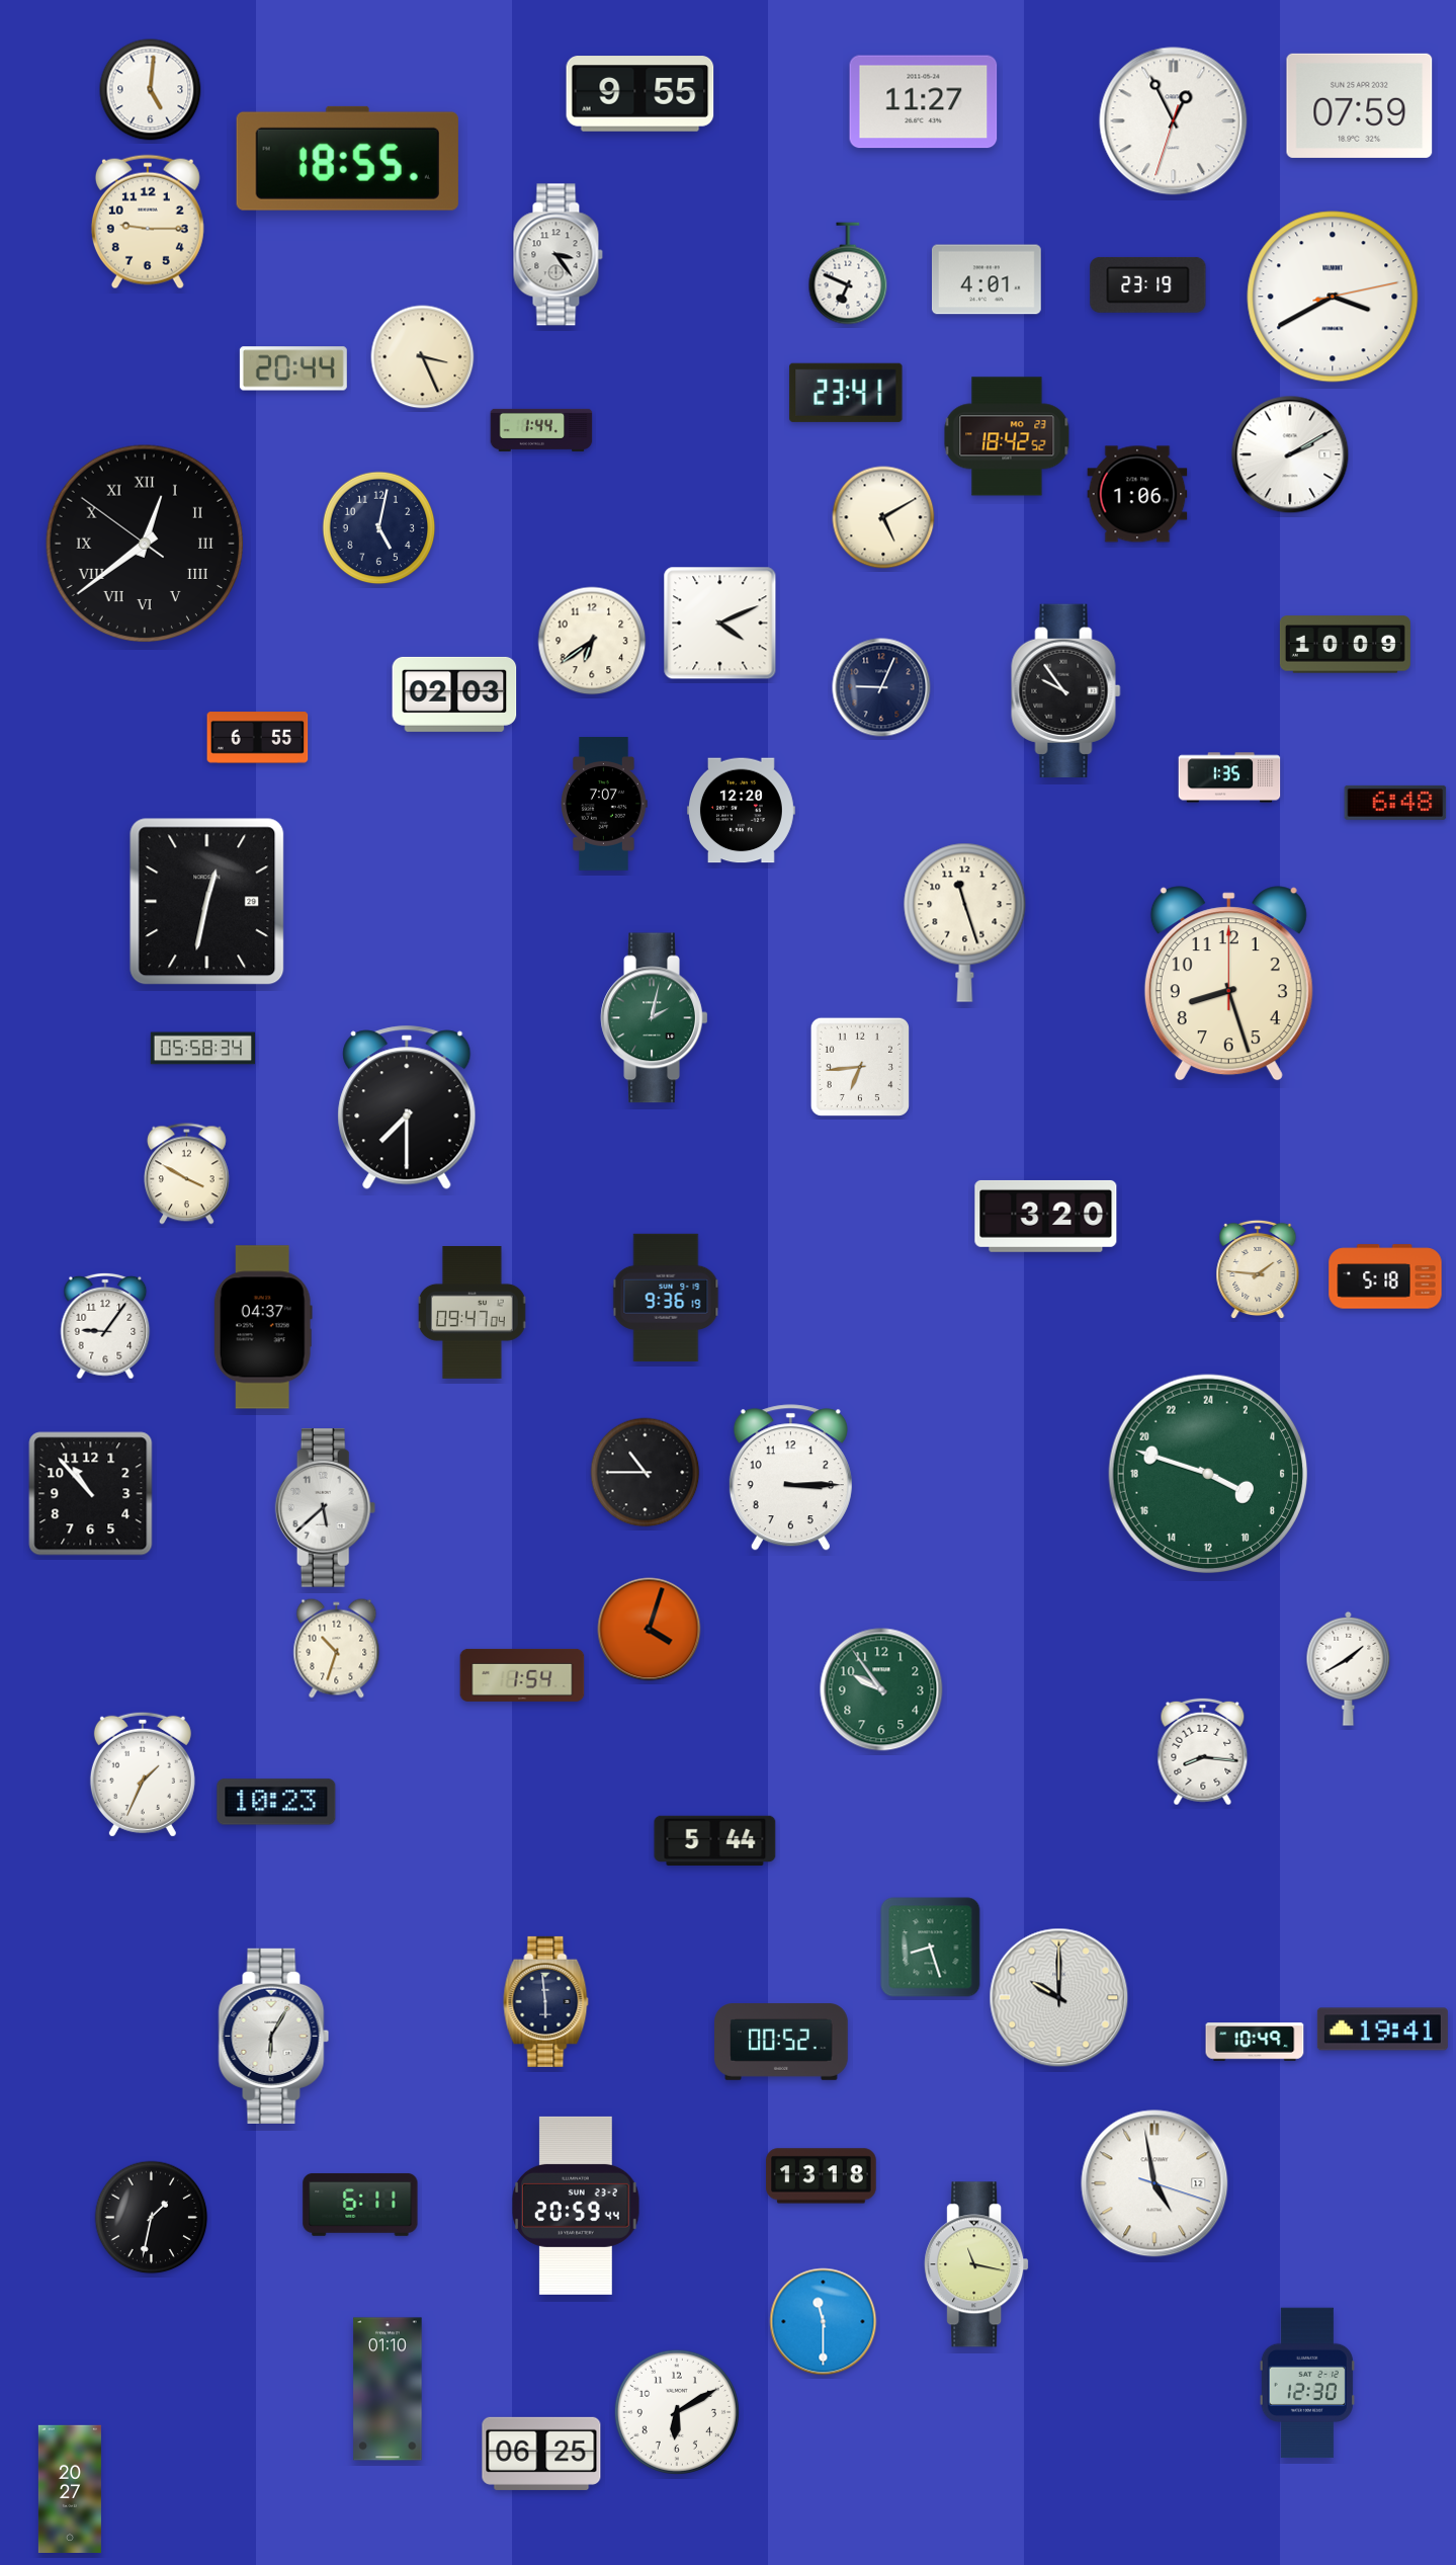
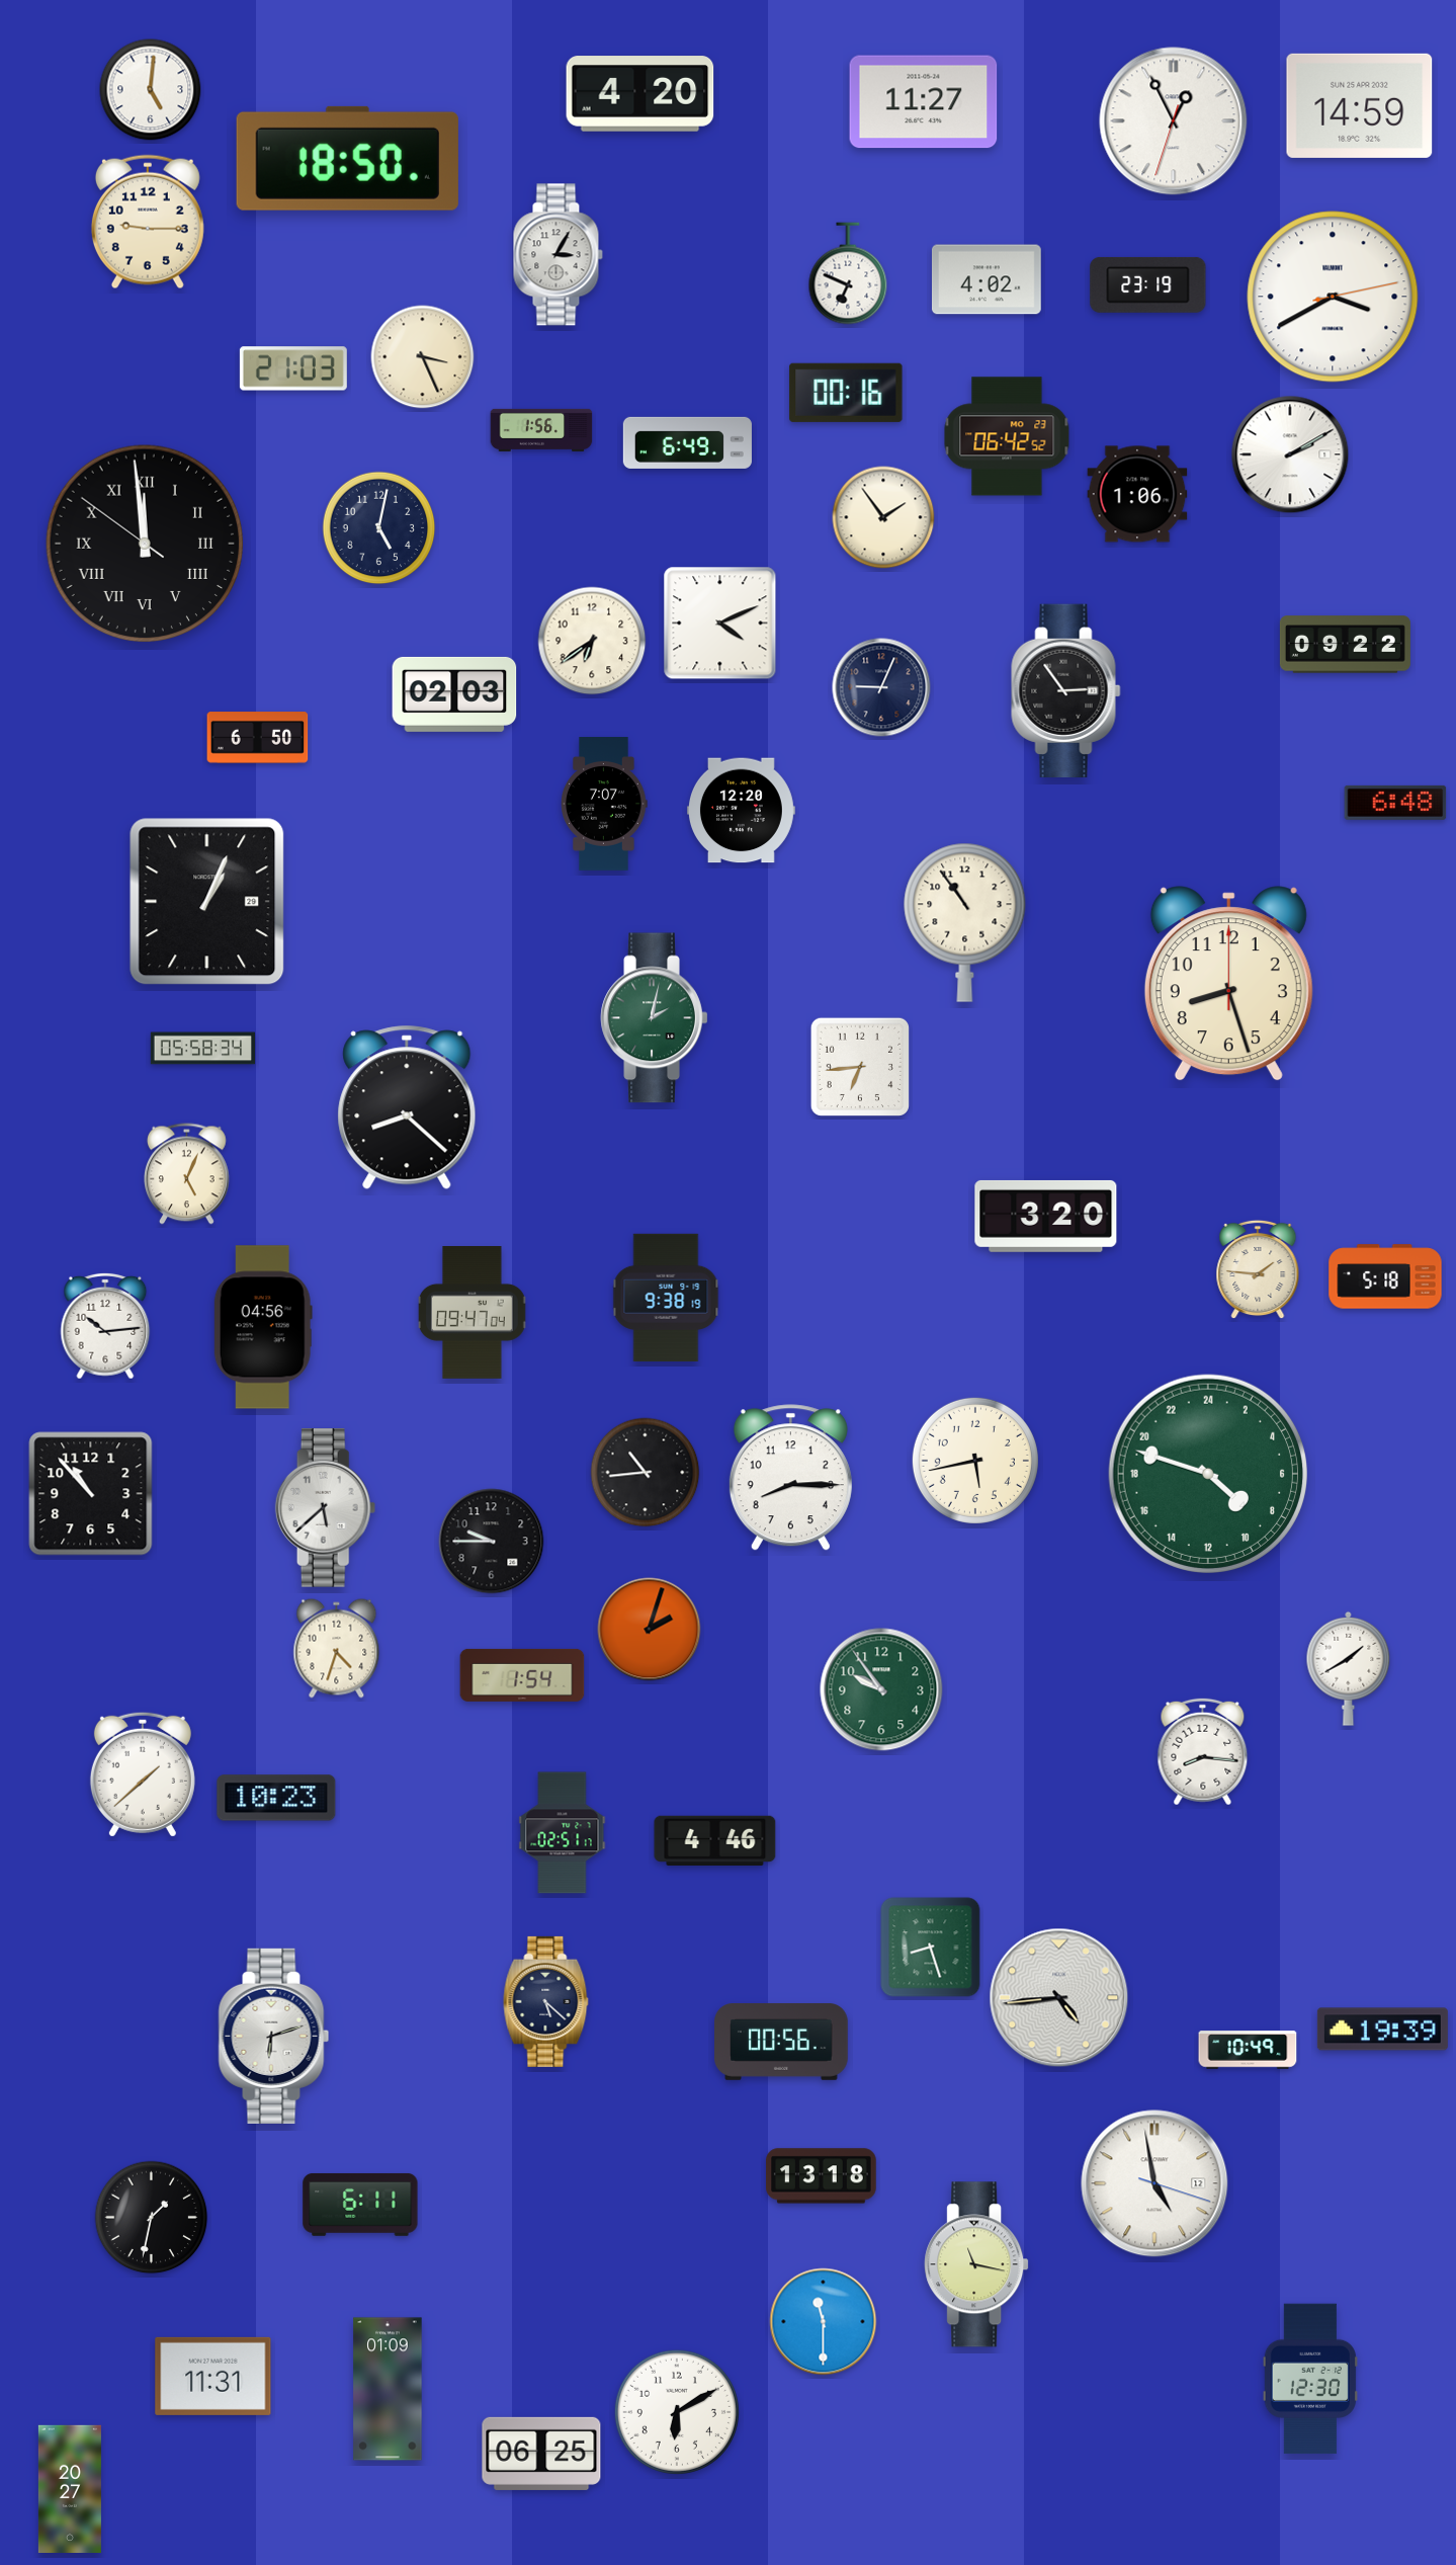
clock at (640, 94): 9:55 -> 4:20
clock at (1360, 105): 07:59 -> 14:59
clock at (347, 158): 18:55 -> 18:50
clock at (558, 255): 3:24 -> 3:05
clock at (987, 279): 4:01 -> 4:02
clock at (293, 368): 20:44 -> 21:03
clock at (846, 393): 23:41 -> 00:16
clock at (541, 430): 1:44 -> 1:56
clock at (1007, 436): 18:42 -> 06:42
clock at (687, 442): none -> 6:49
clock at (883, 517): 5:10 -> 1:54
clock at (145, 544): 12:38 -> 11:58
clock at (1345, 645): 10:09 -> 09:22
clock at (1066, 690): 9:54 -> 2:54
clock at (258, 738): 6:55 -> 6:50
clock at (1229, 777): 1:35 -> none
clock at (207, 902): 12:32 -> 1:04
clock at (965, 922): 11:27 -> 10:54
clock at (407, 1107): 7:30 -> 8:22
clock at (186, 1174): 3:50 -> 5:04
clock at (666, 1297): 9:36 -> 9:38
clock at (105, 1326): 9:06 -> 10:14
clock at (263, 1327): 04:37 -> 04:56
clock at (975, 1461): none -> 5:43
clock at (646, 1473): 10:45 -> 10:44
clock at (1207, 1473): 7:48 -> 8:48
clock at (790, 1478): 3:15 -> 8:15
clock at (492, 1542): none -> 9:45
clock at (650, 1630): 4:03 -> 2:03
clock at (337, 1649): 10:33 -> 4:33
clock at (143, 1774): 1:34 -> 1:38
clock at (276, 1802) position: (276, 1802) -> (276, 1798)
clock at (563, 1833): none -> 02:51
clock at (715, 1841): 5:44 -> 4:46
clock at (1059, 1998): 10:00 -> 4:44
clock at (546, 2001): 5:59 -> 5:22
clock at (1382, 2030): 19:41 -> 19:39
clock at (274, 2036): 6:05 -> 6:12
clock at (1255, 2042) position: (1255, 2042) -> (1248, 2050)
clock at (781, 2043): 00:52 -> 00:56
clock at (576, 2206): 20:59 -> none
clock at (213, 2376): none -> 11:31
clock at (1307, 2383) position: (1307, 2383) -> (1310, 2379)
clock at (388, 2389): 01:10 -> 01:09
